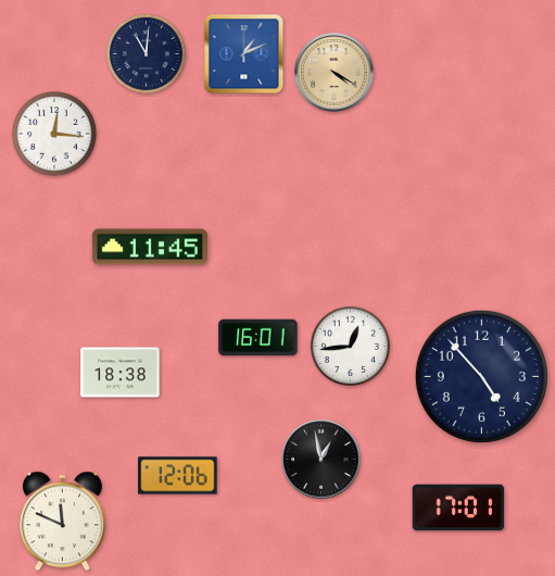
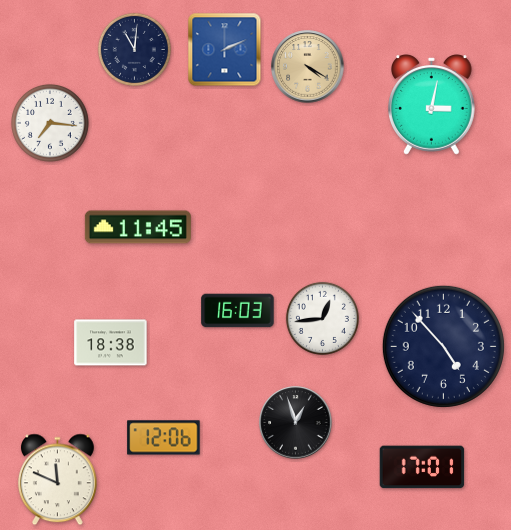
clock at (244, 54): 1:11 -> 2:11
clock at (432, 105): none -> 3:02
clock at (54, 134): 12:16 -> 7:16
clock at (258, 338): 16:01 -> 16:03
clock at (321, 460): 12:58 -> 12:57
